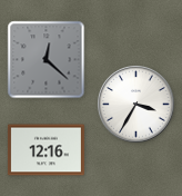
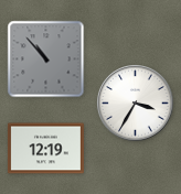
clock at (47, 60): 12:22 -> 10:53
clock at (46, 150): 12:16 -> 12:19
